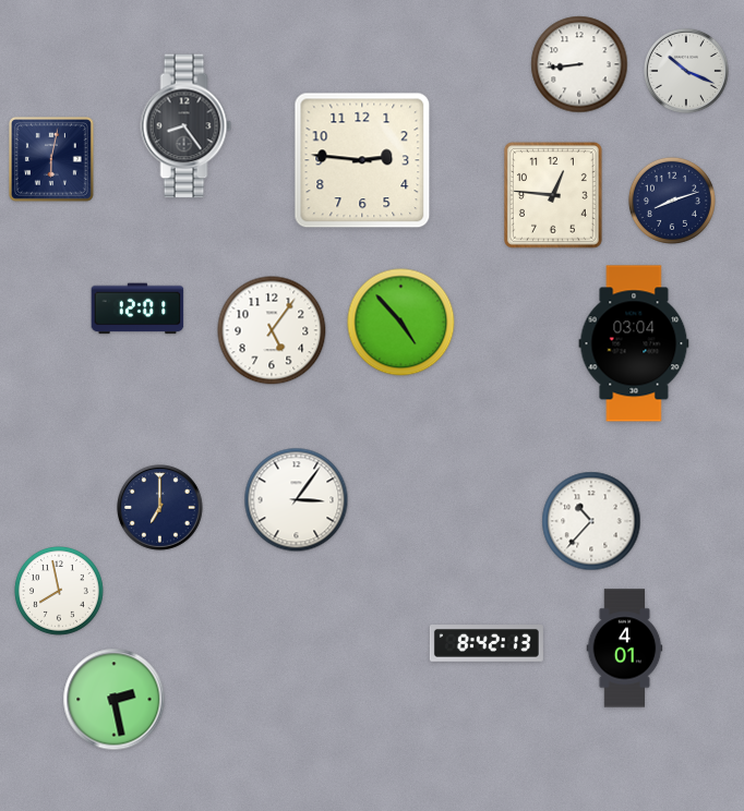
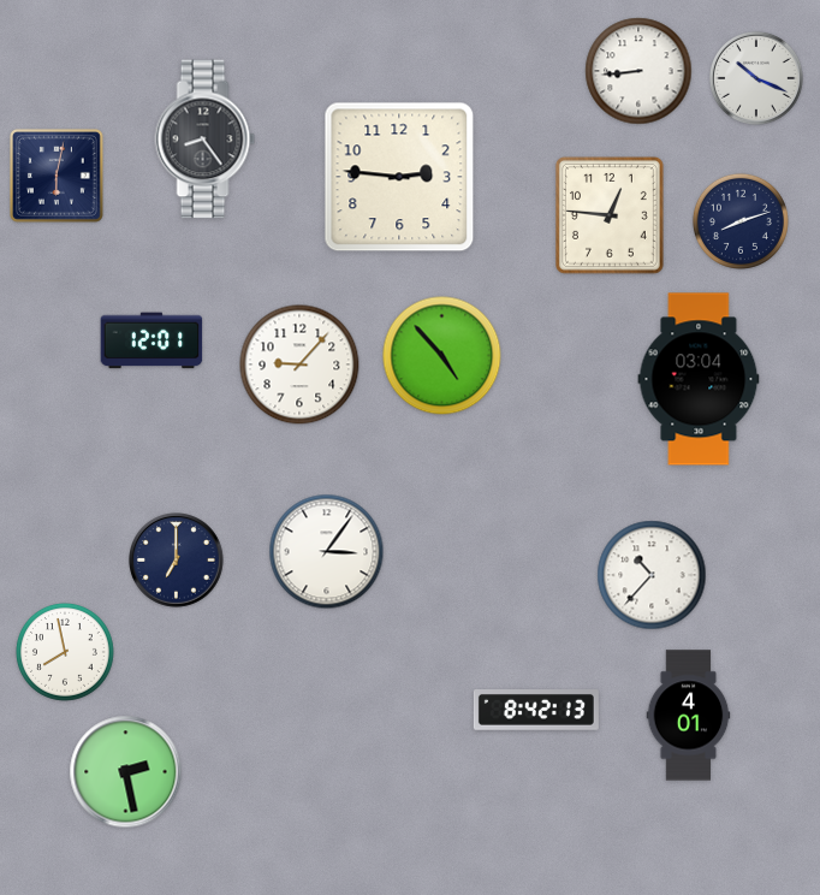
clock at (272, 330): 5:06 -> 9:07
